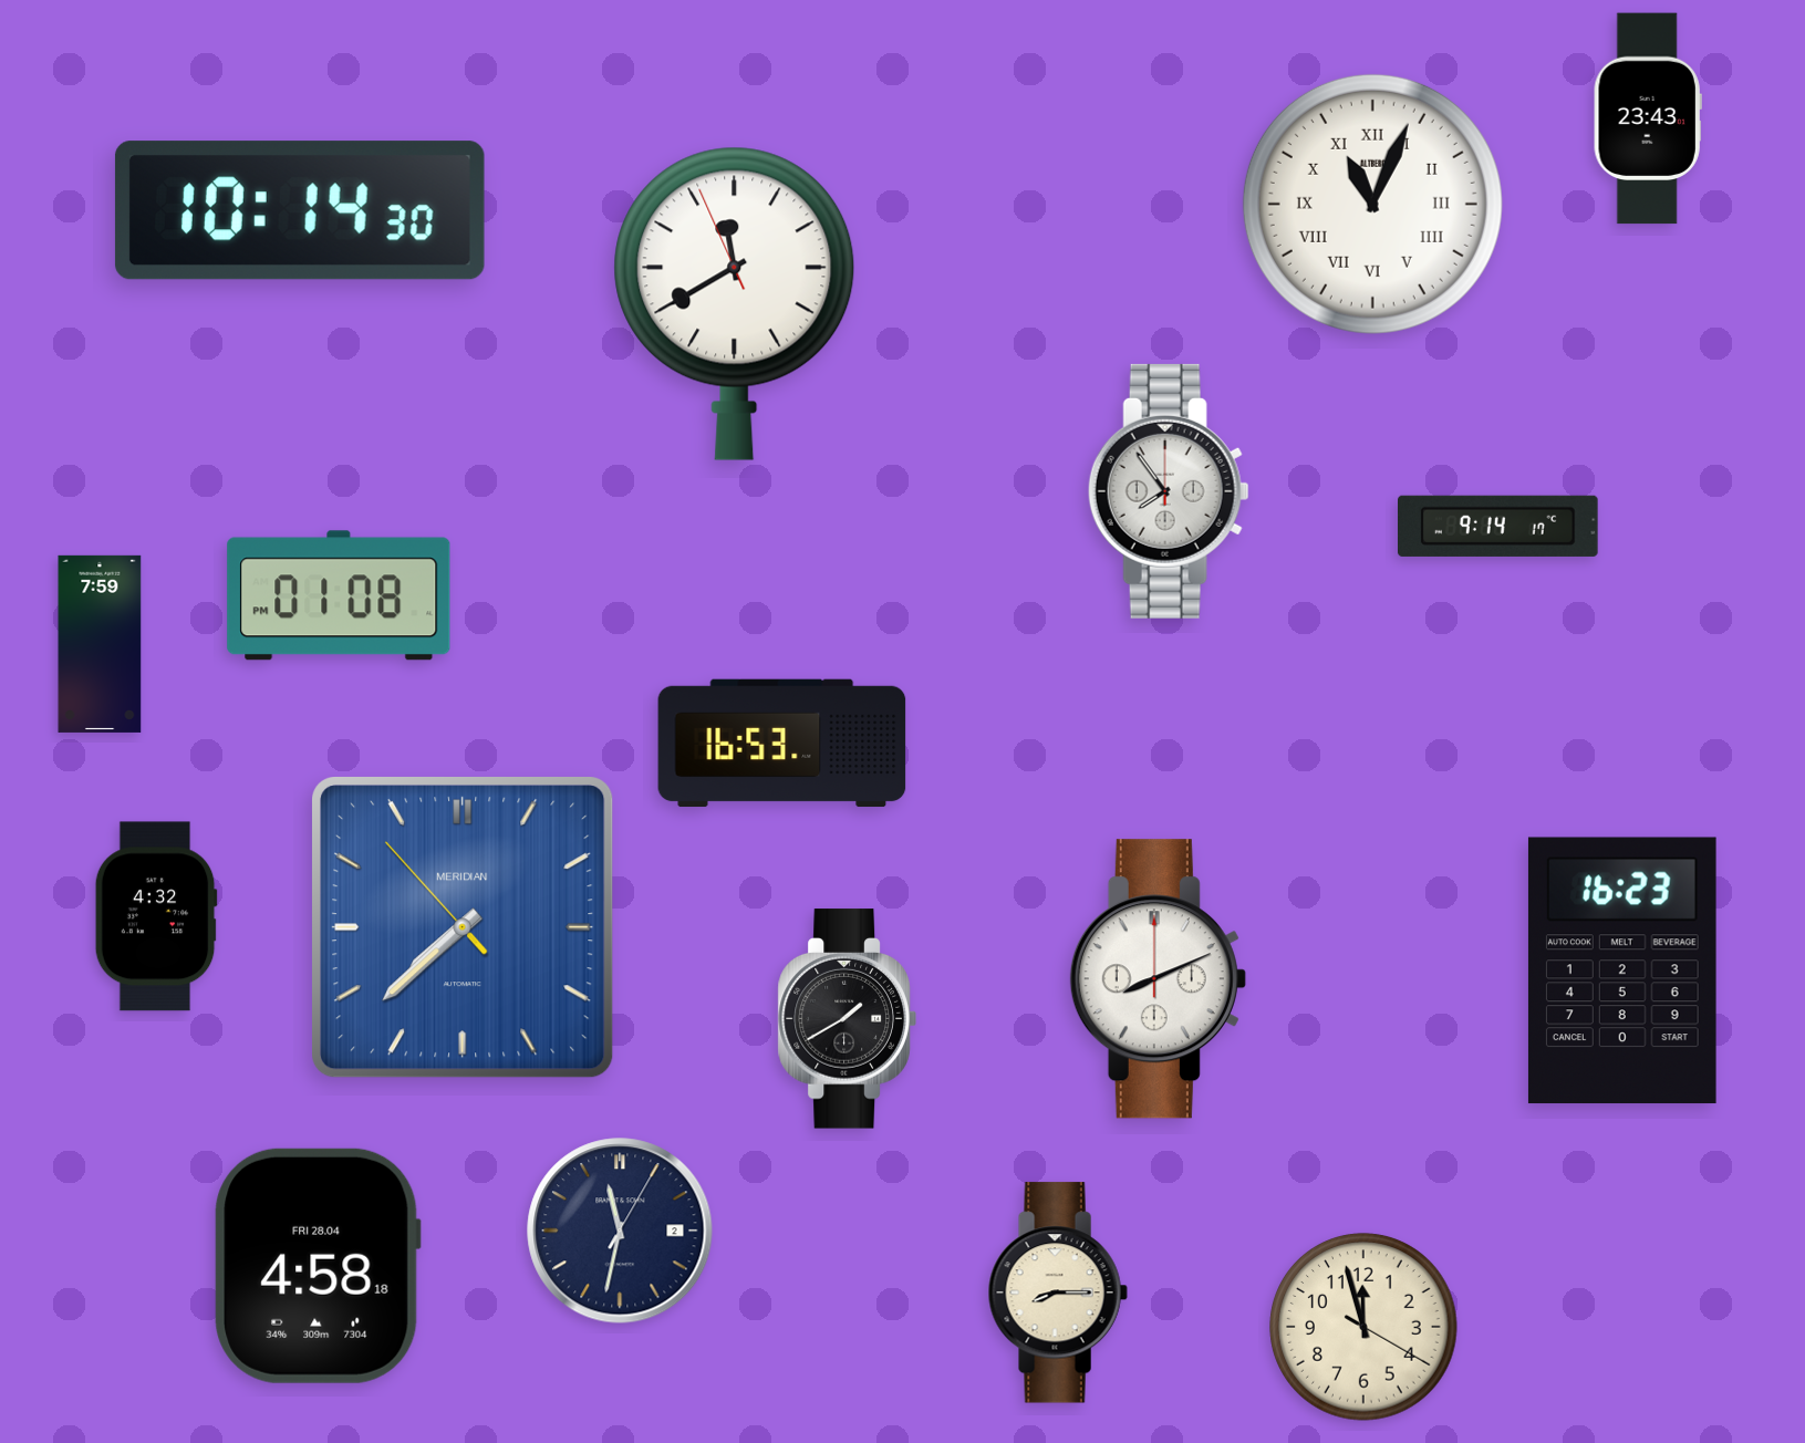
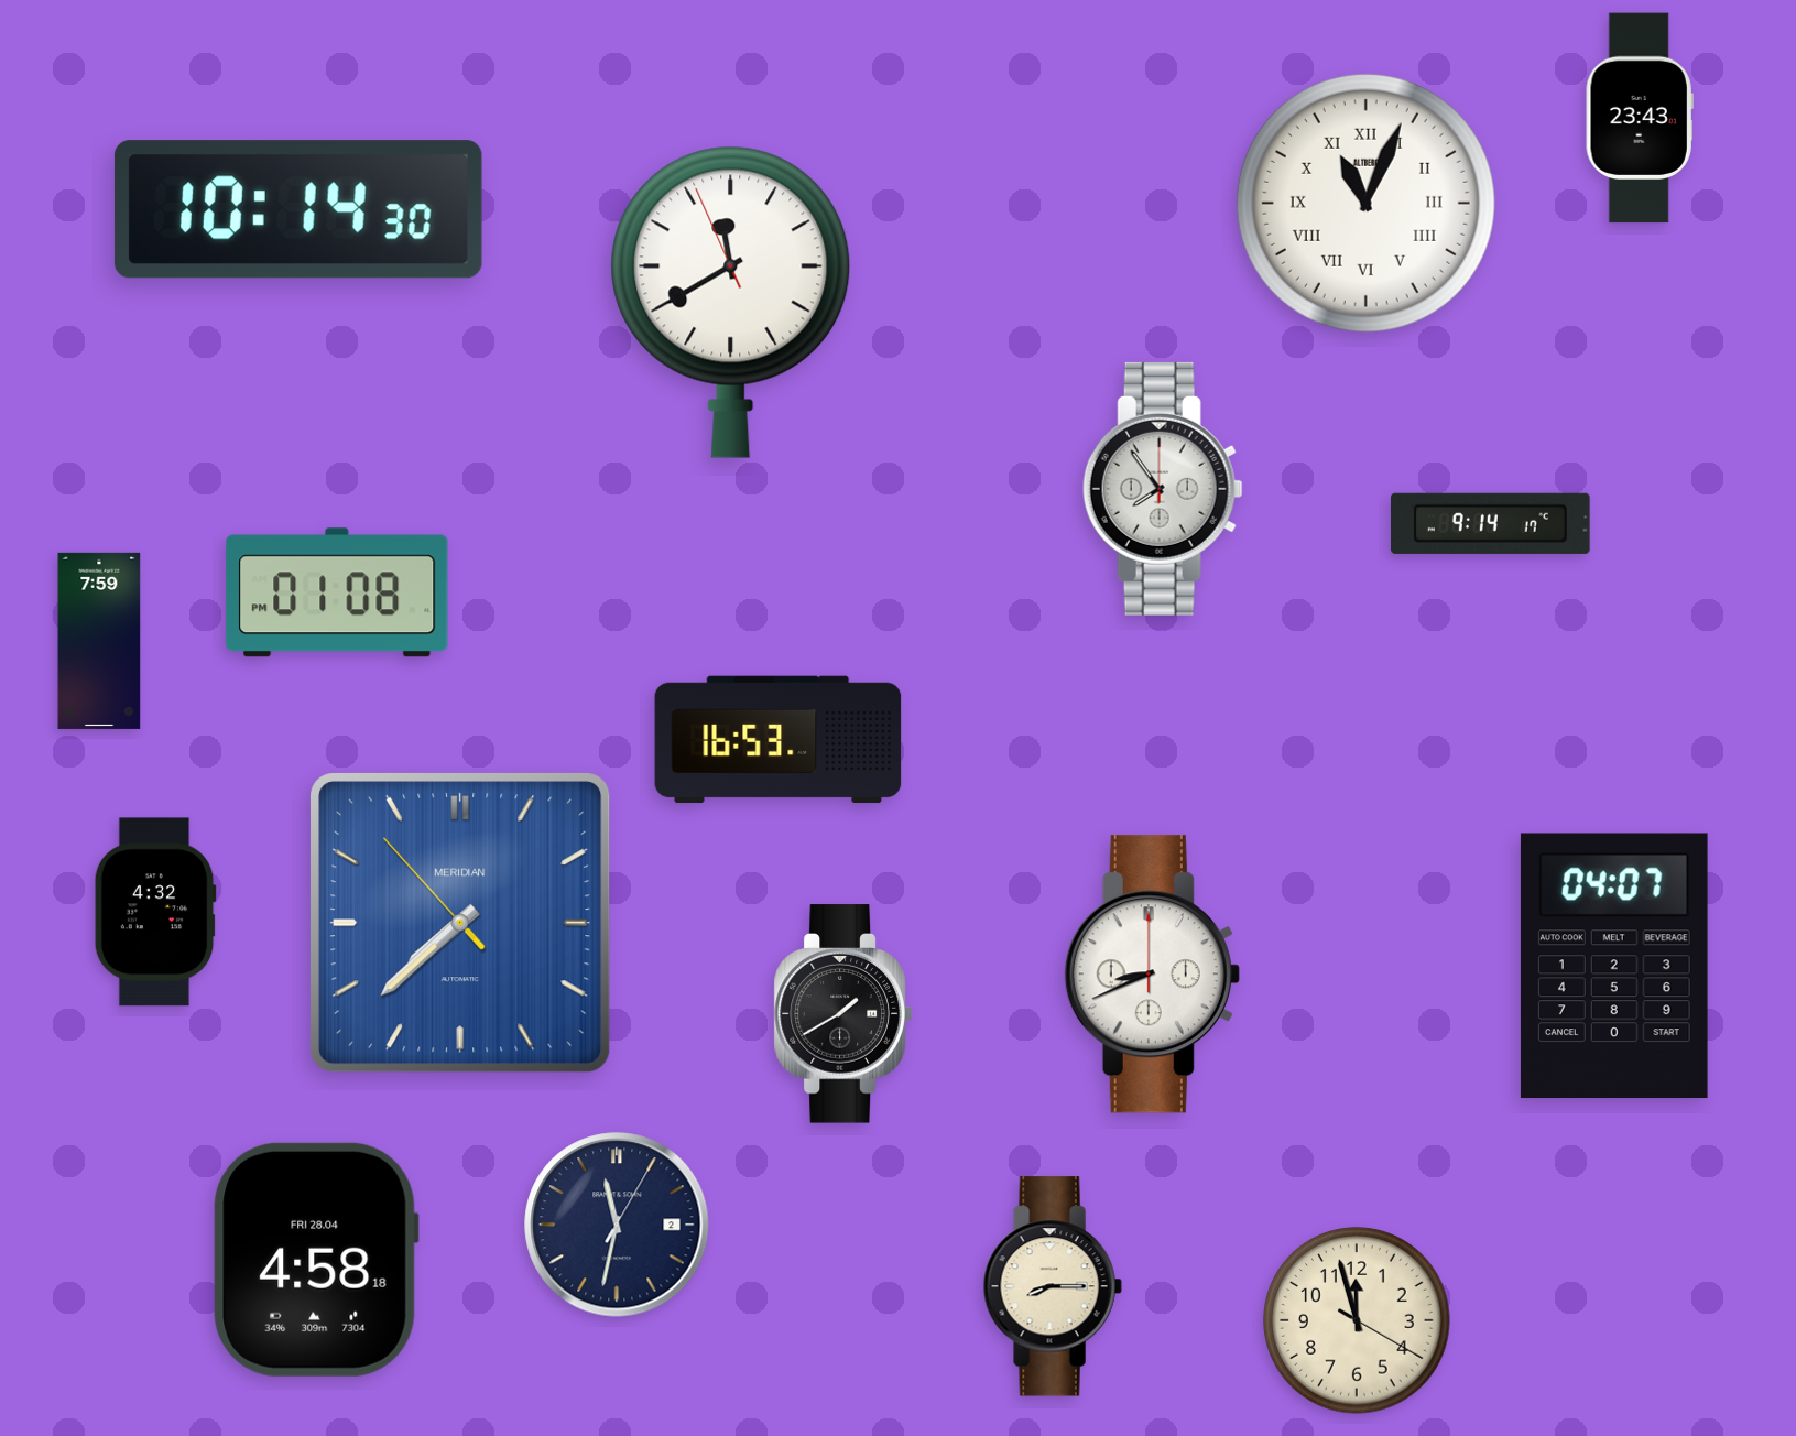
clock at (1622, 970): 16:23 -> 04:07
clock at (1158, 979): 8:11 -> 8:41
